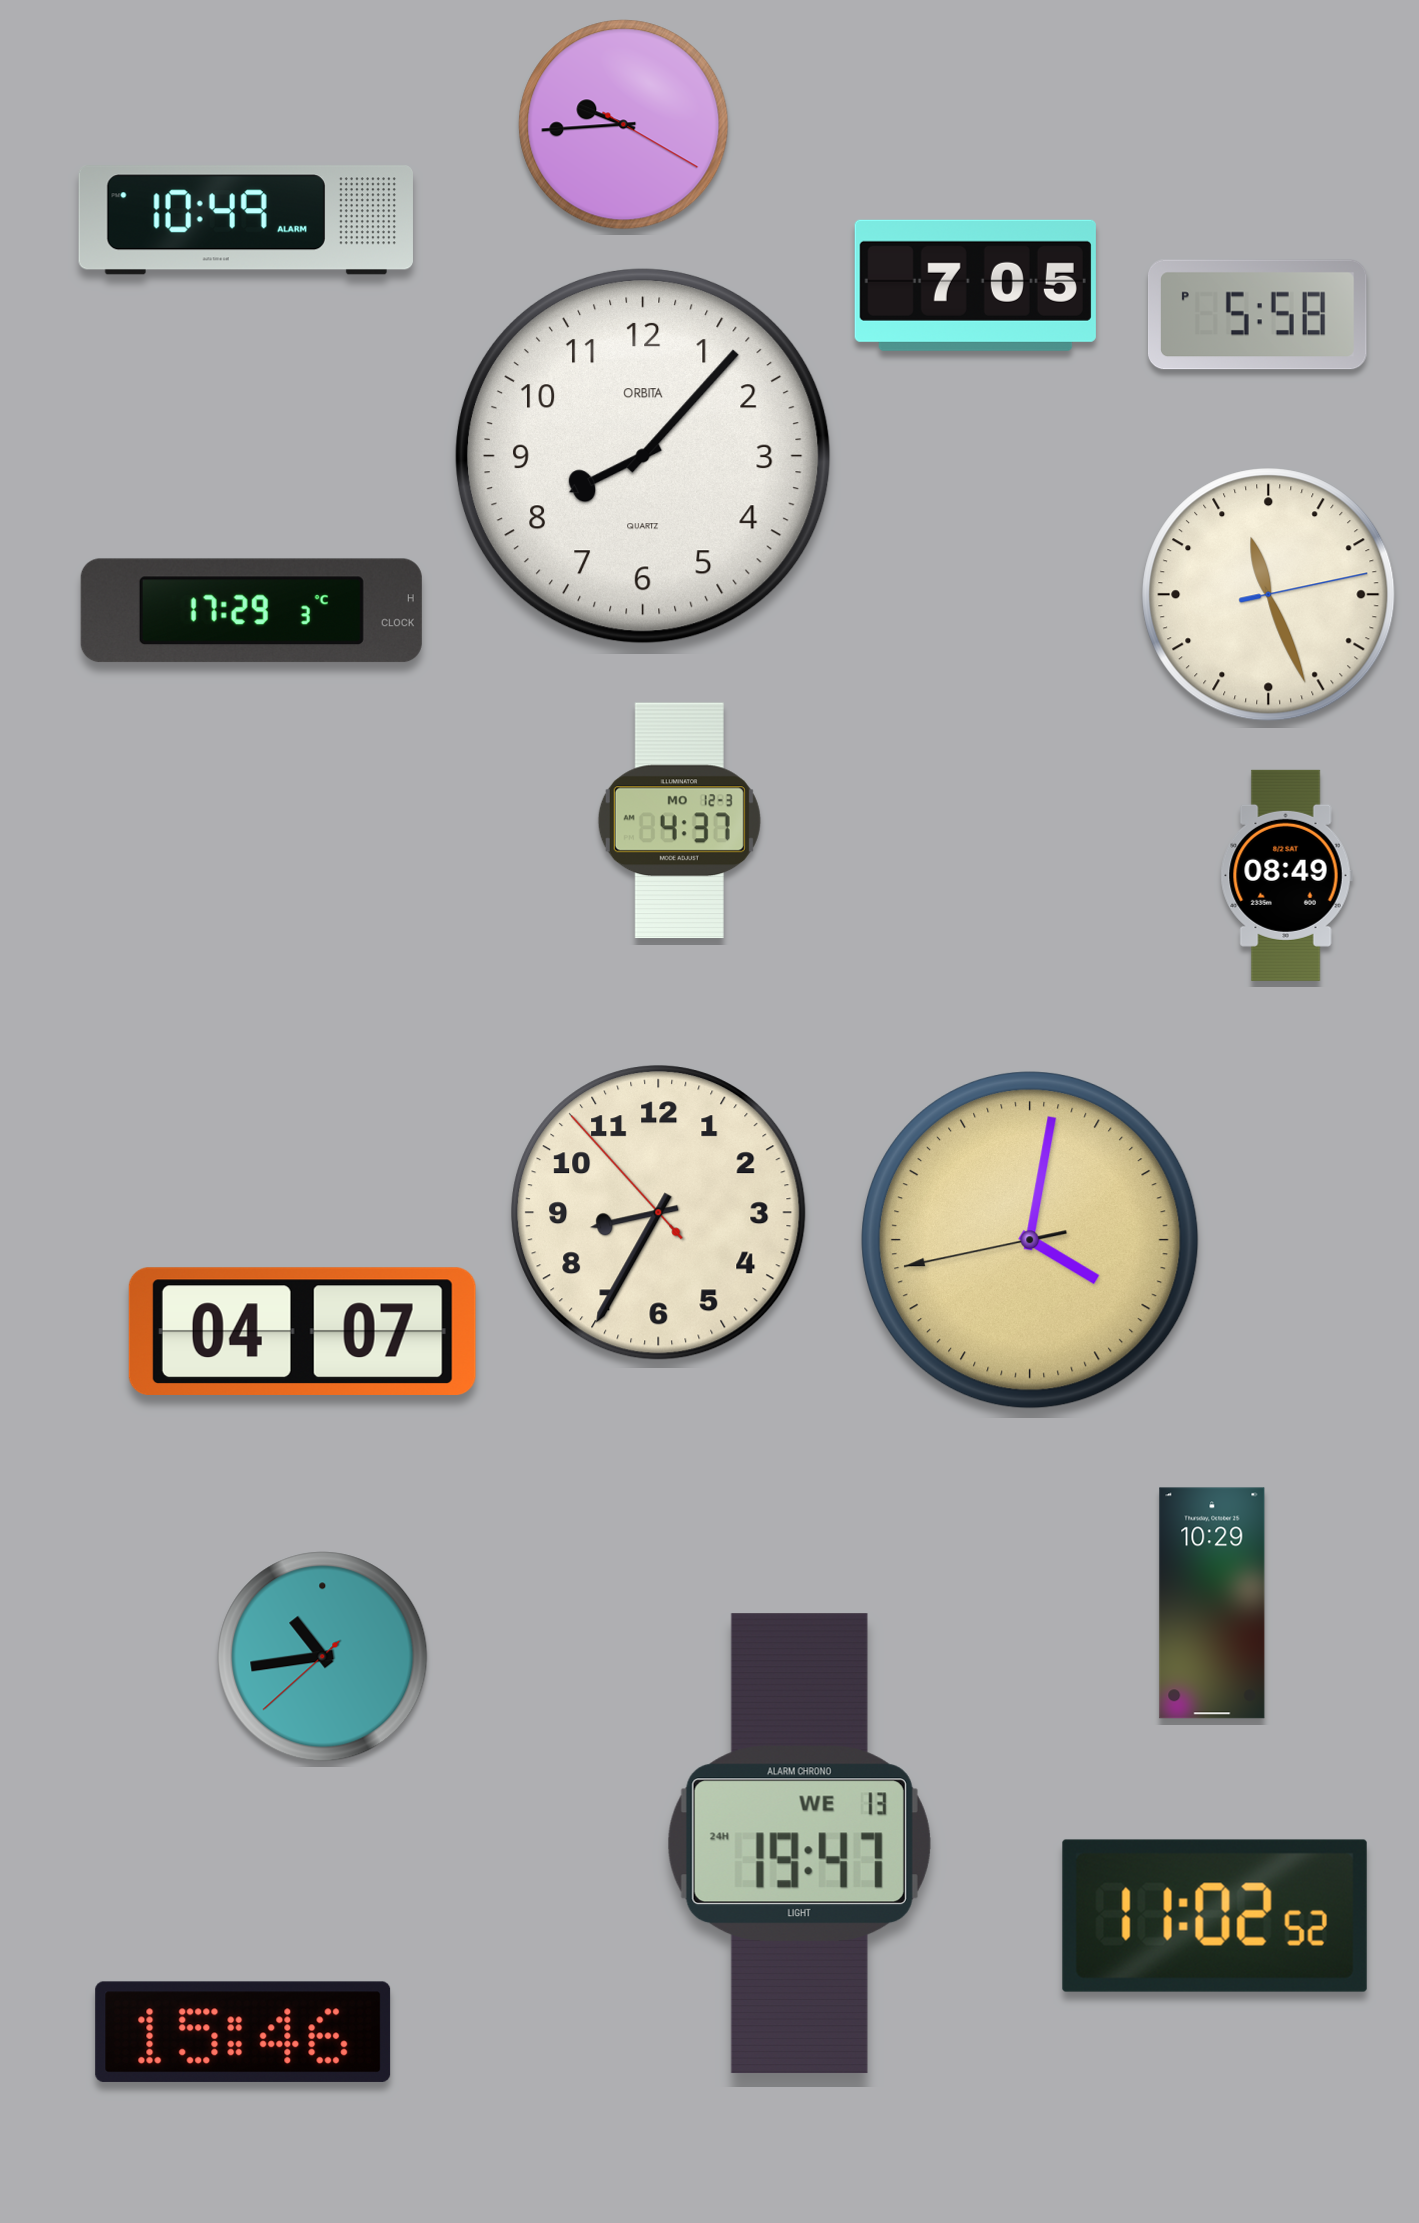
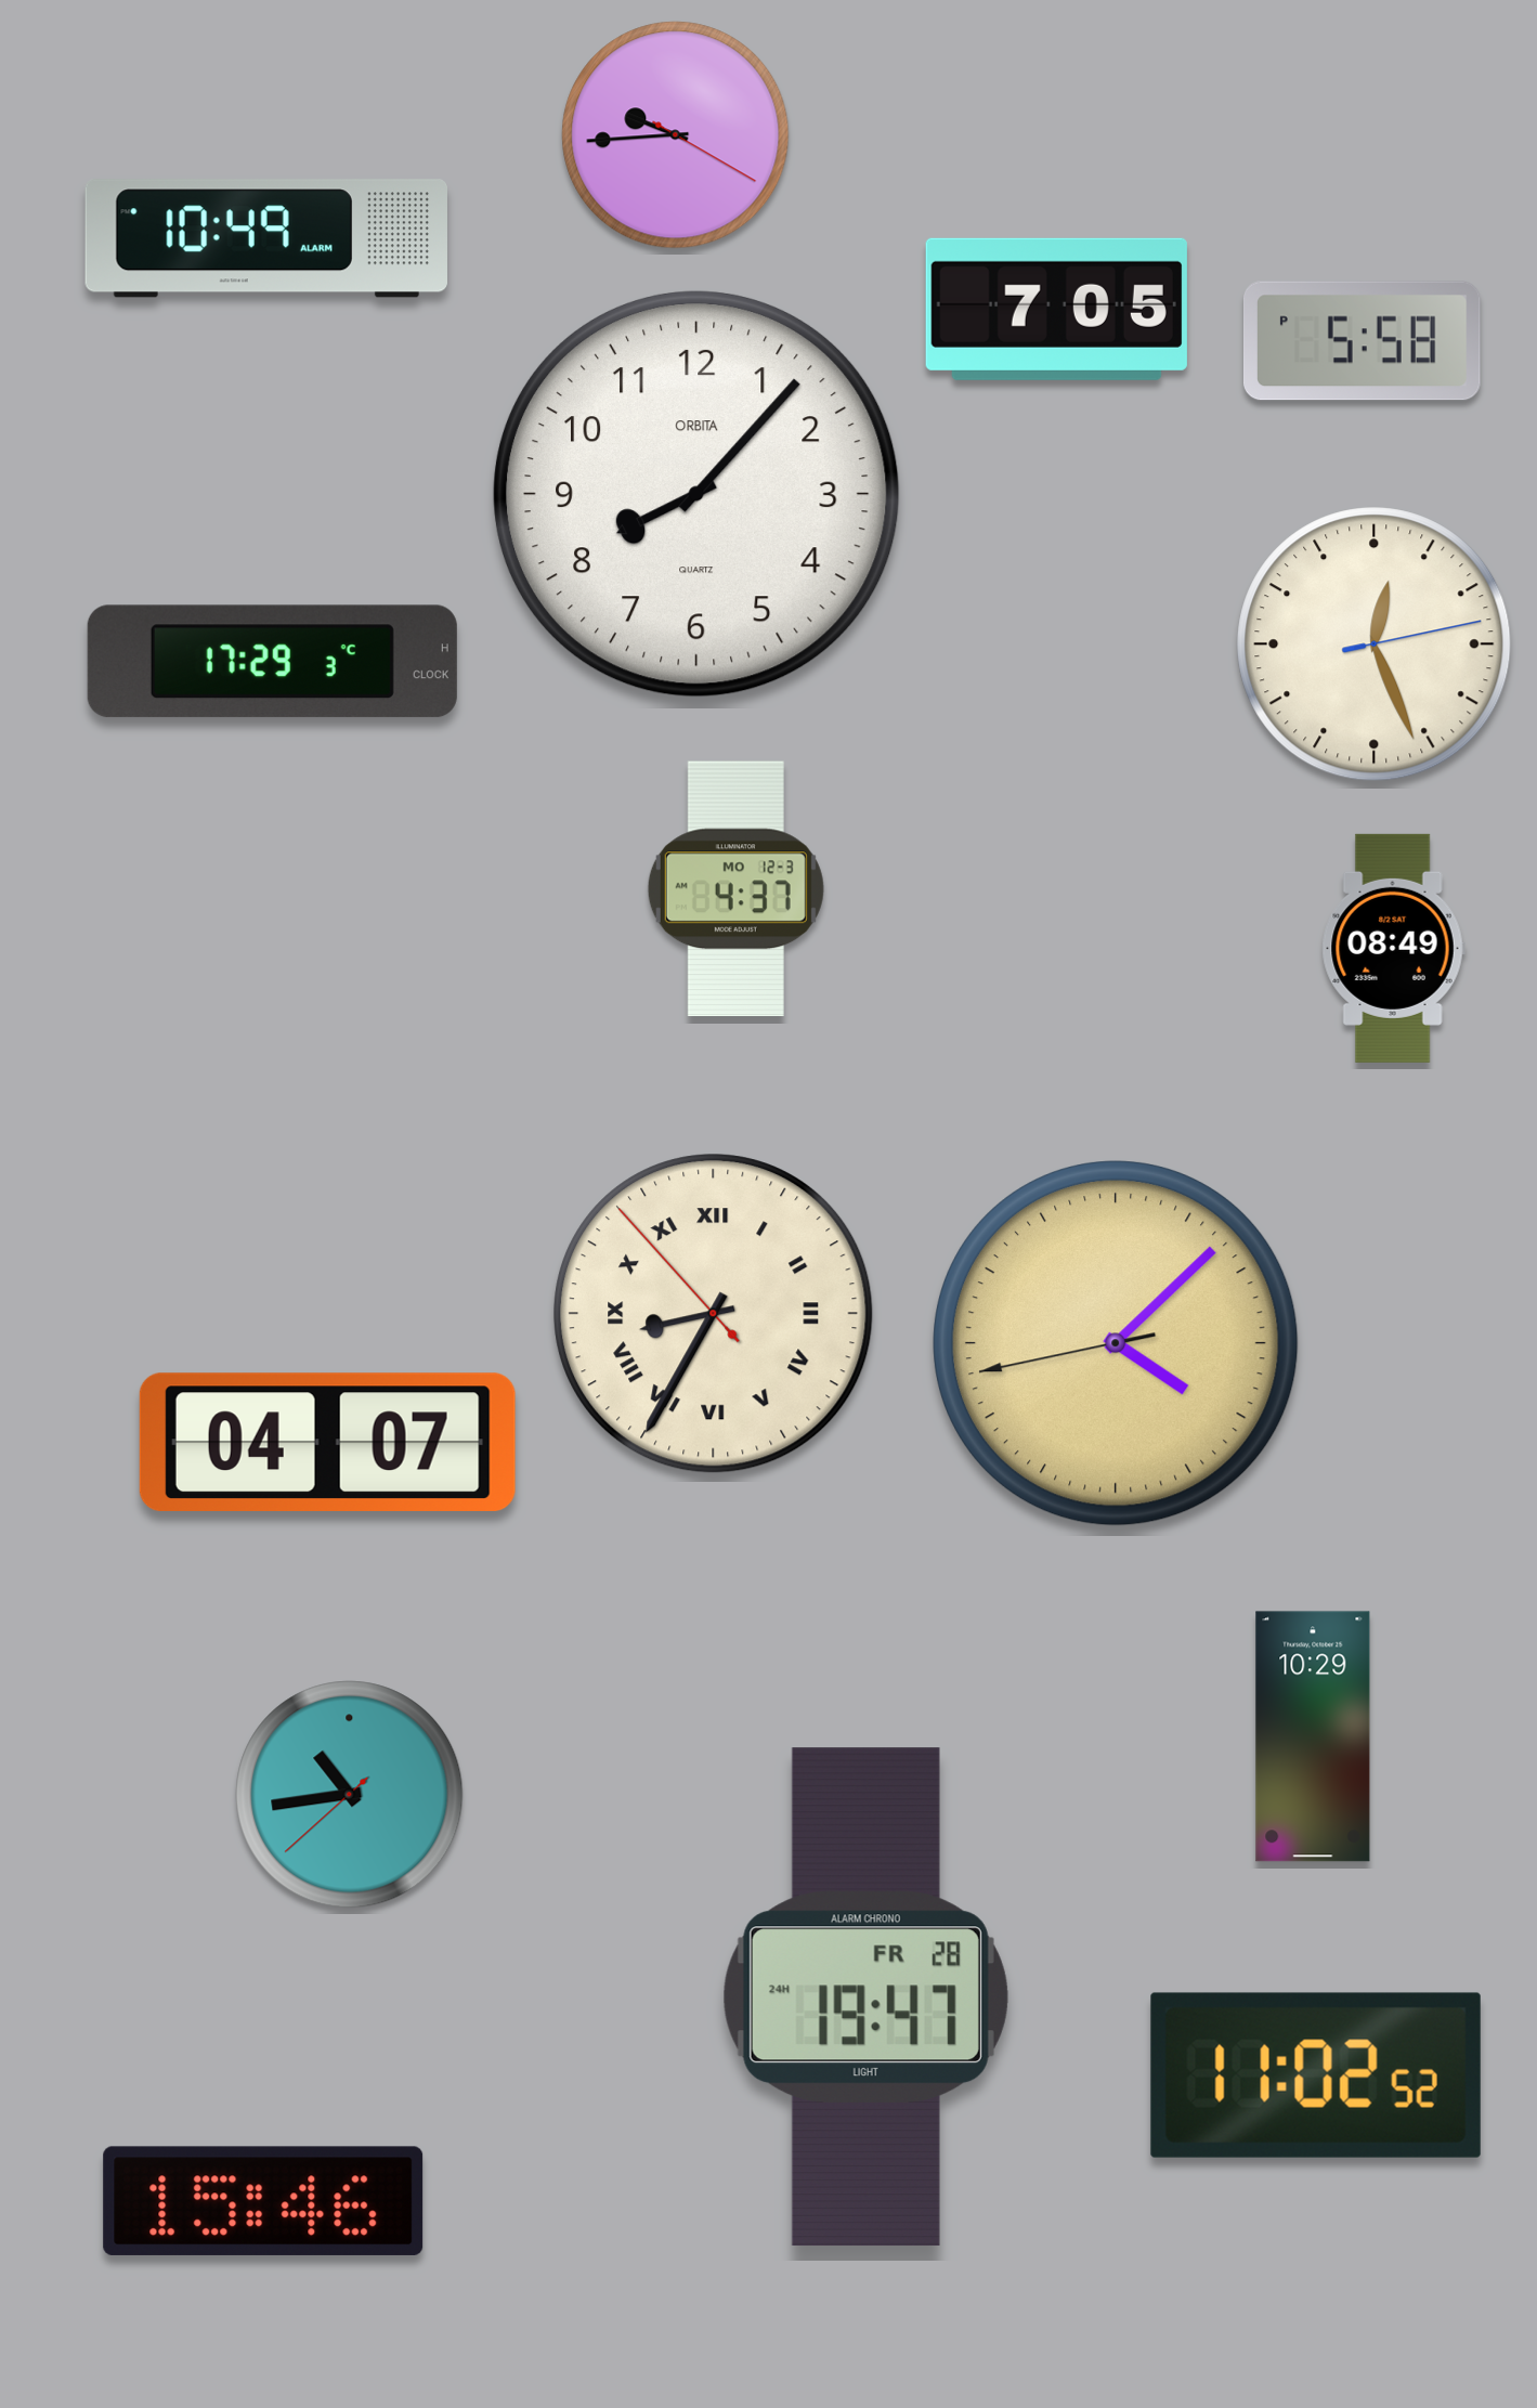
clock at (1269, 595): 11:26 -> 12:26
clock at (659, 1213) numerals: Arabic -> Roman
clock at (1031, 1241): 4:01 -> 4:07
clock at (799, 1844) date: WE 13 -> FR 28
